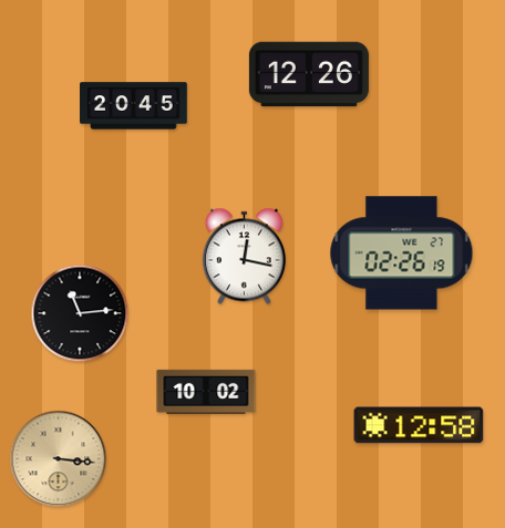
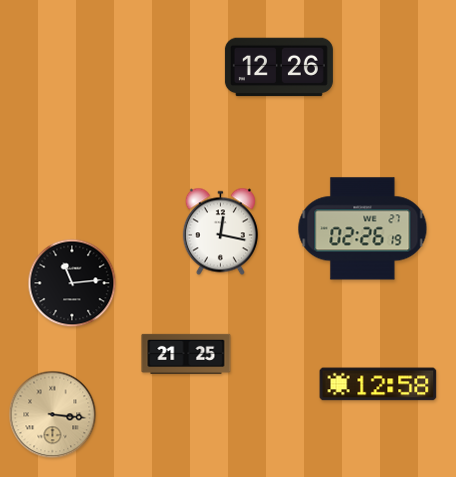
clock at (134, 106): 20:45 -> none
clock at (206, 392): 10:02 -> 21:25
